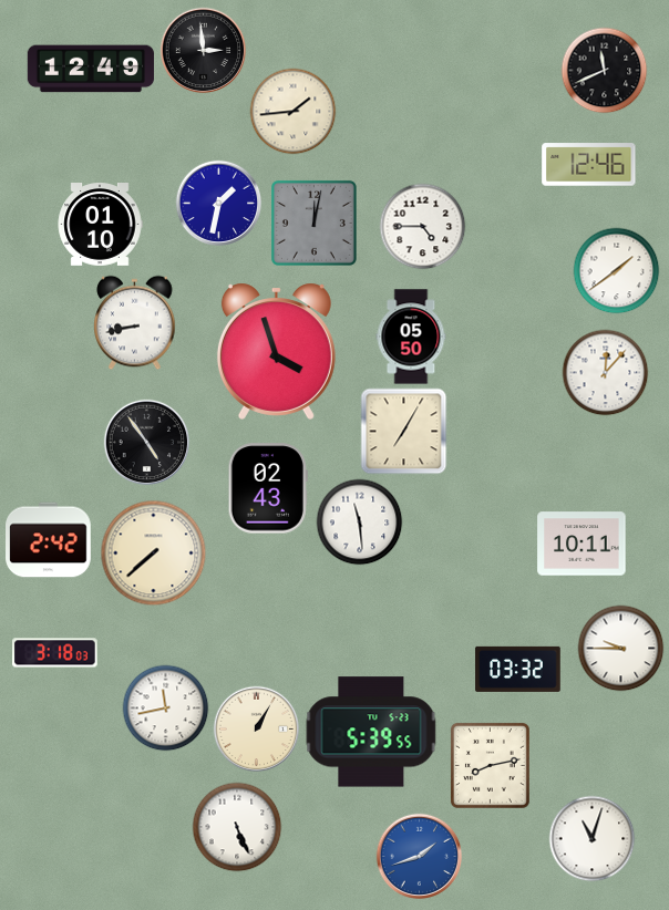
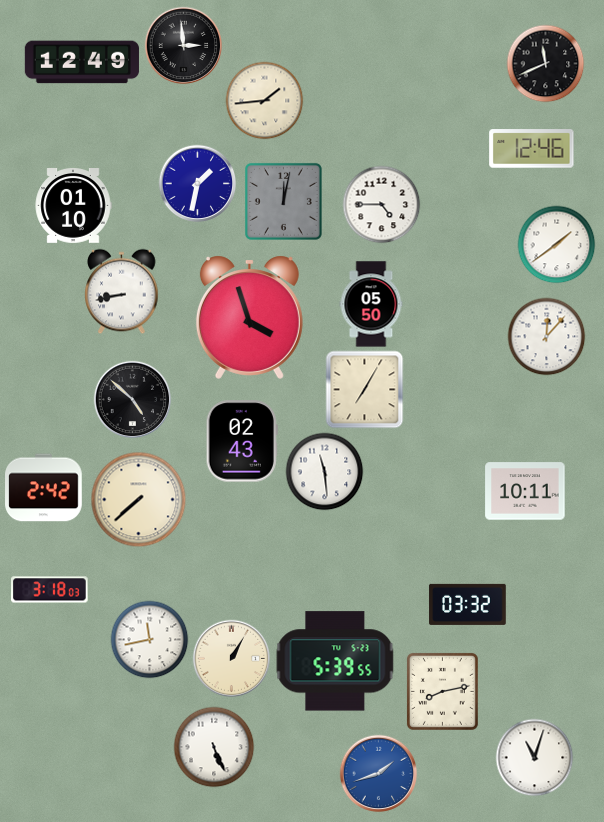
clock at (100, 225) position: (100, 225) -> (73, 206)
clock at (146, 442): 4:54 -> 4:52
clock at (620, 648): 9:45 -> none
